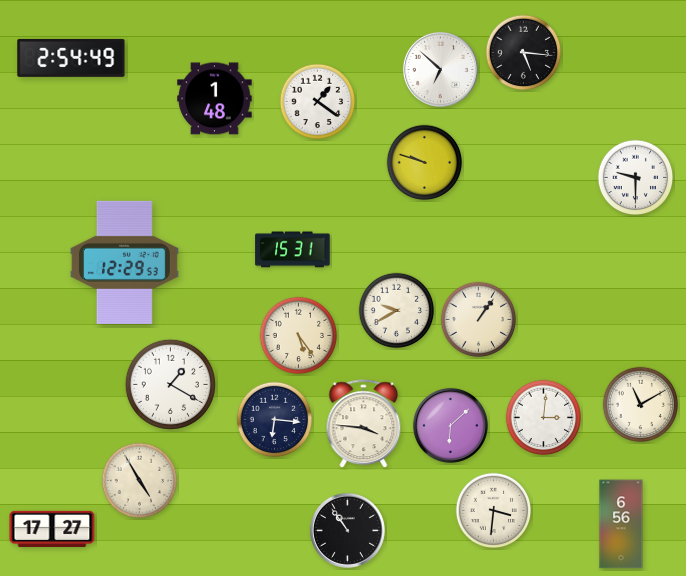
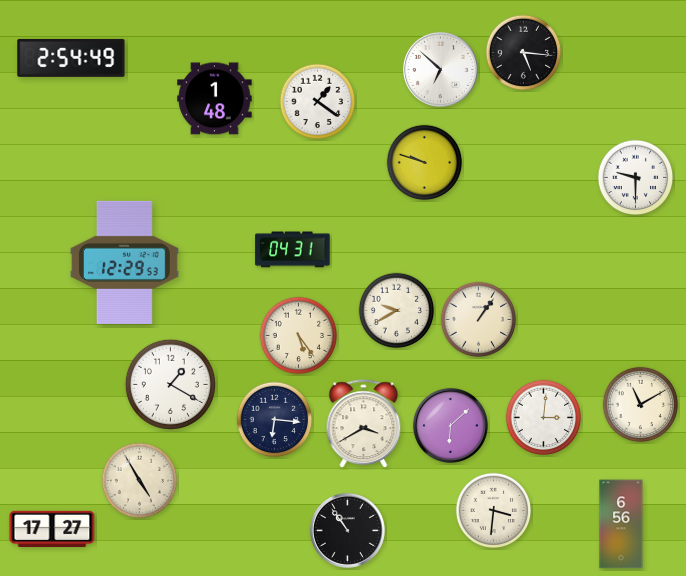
clock at (293, 250): 15:31 -> 04:31
clock at (364, 424): 3:46 -> 3:40
